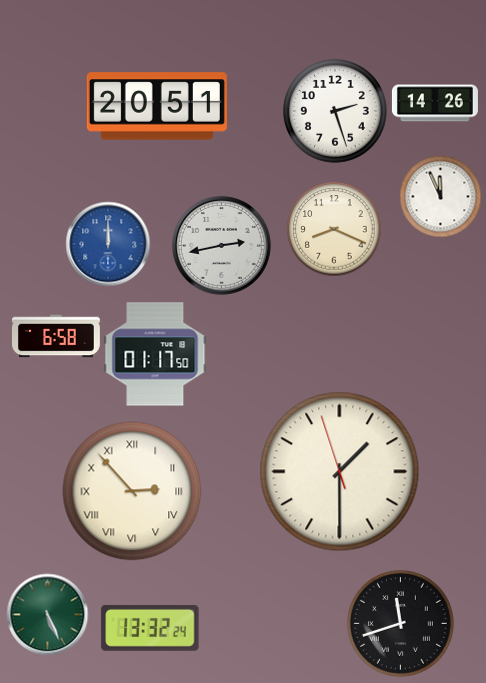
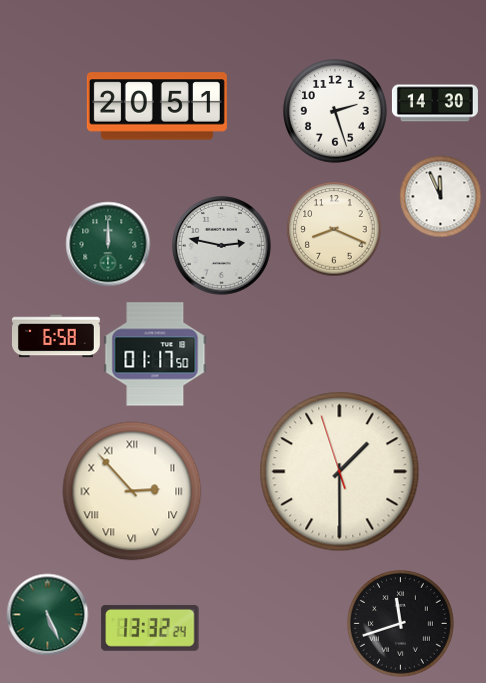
clock at (435, 103): 14:26 -> 14:30
clock at (108, 244) dial: blue -> green
clock at (221, 245): 2:43 -> 2:47
